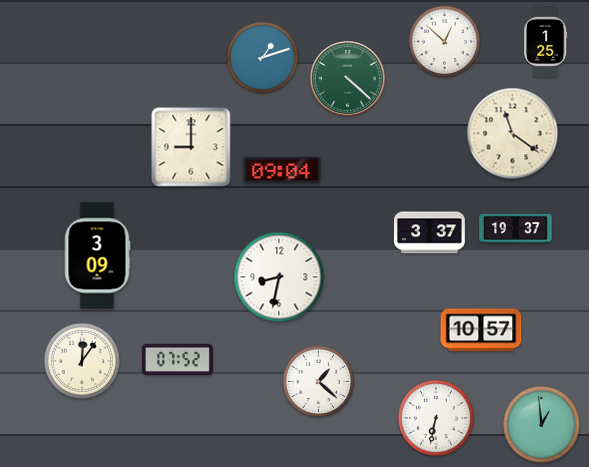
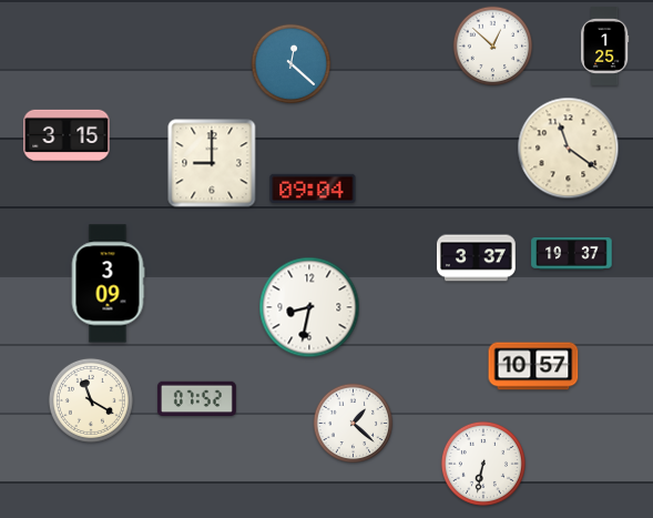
clock at (263, 58): 1:12 -> 12:22
clock at (348, 79): 4:22 -> none
clock at (67, 134): none -> 3:15
clock at (82, 361): 12:06 -> 11:20
clock at (541, 424): 12:59 -> none
